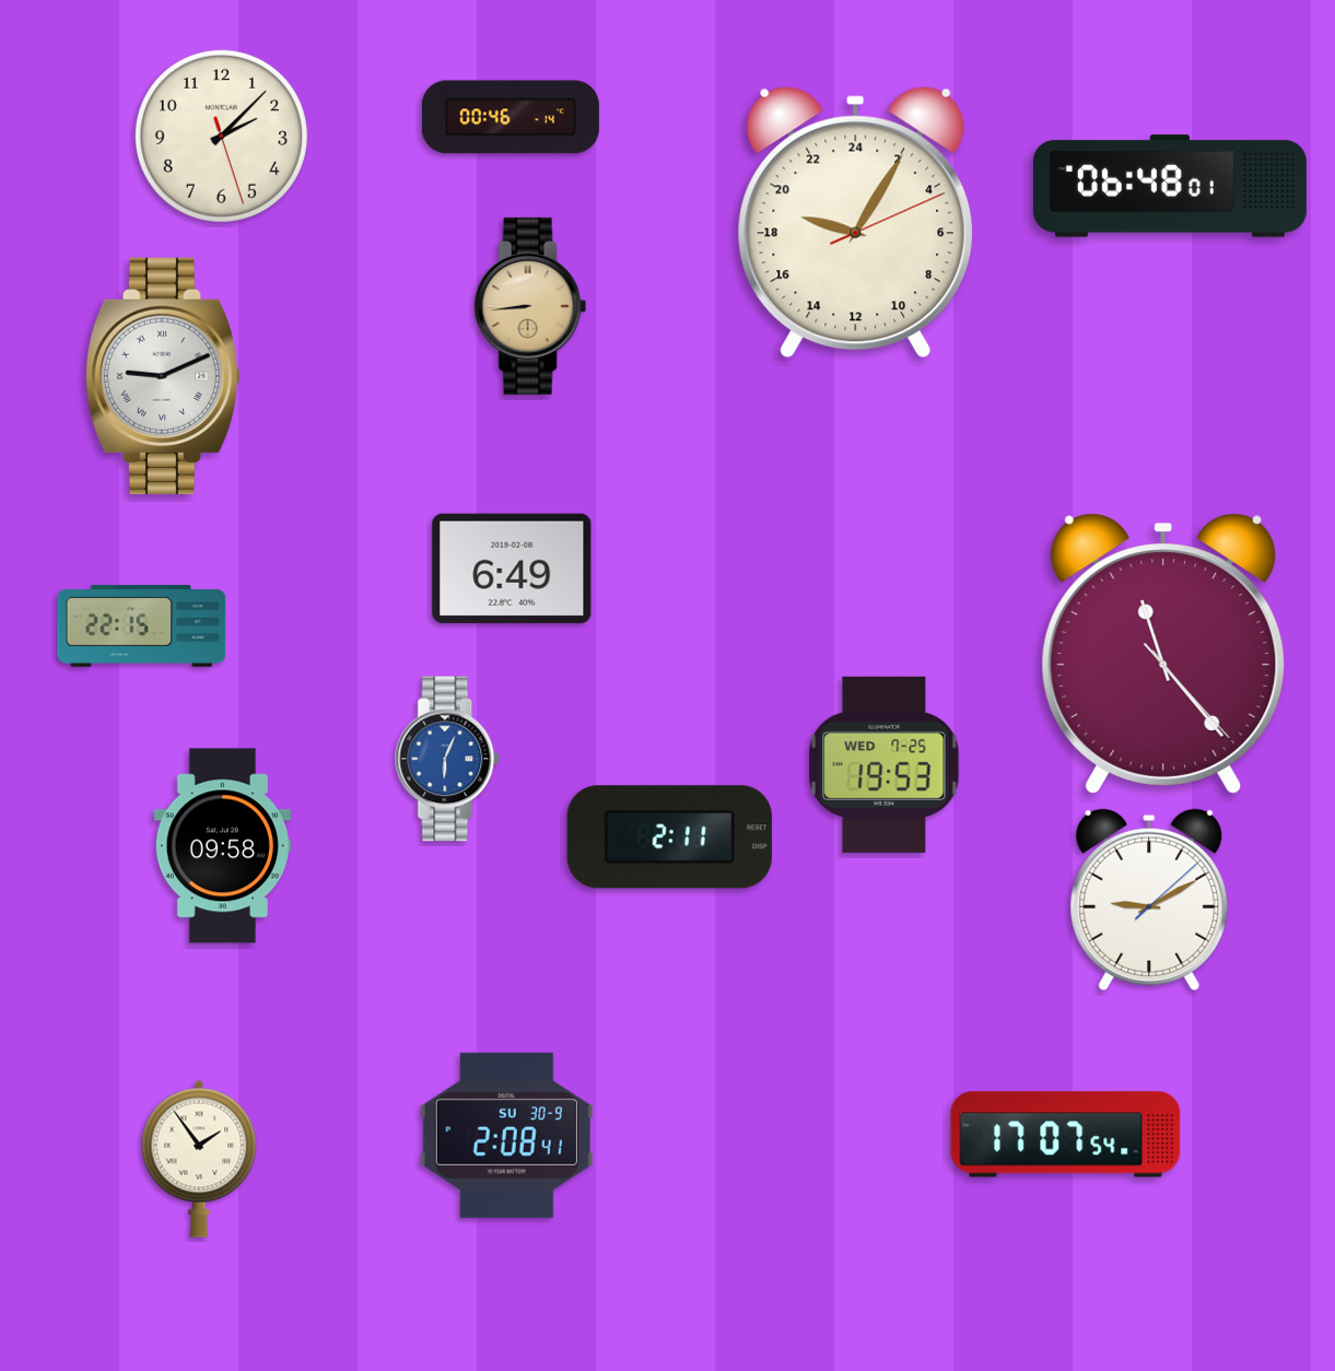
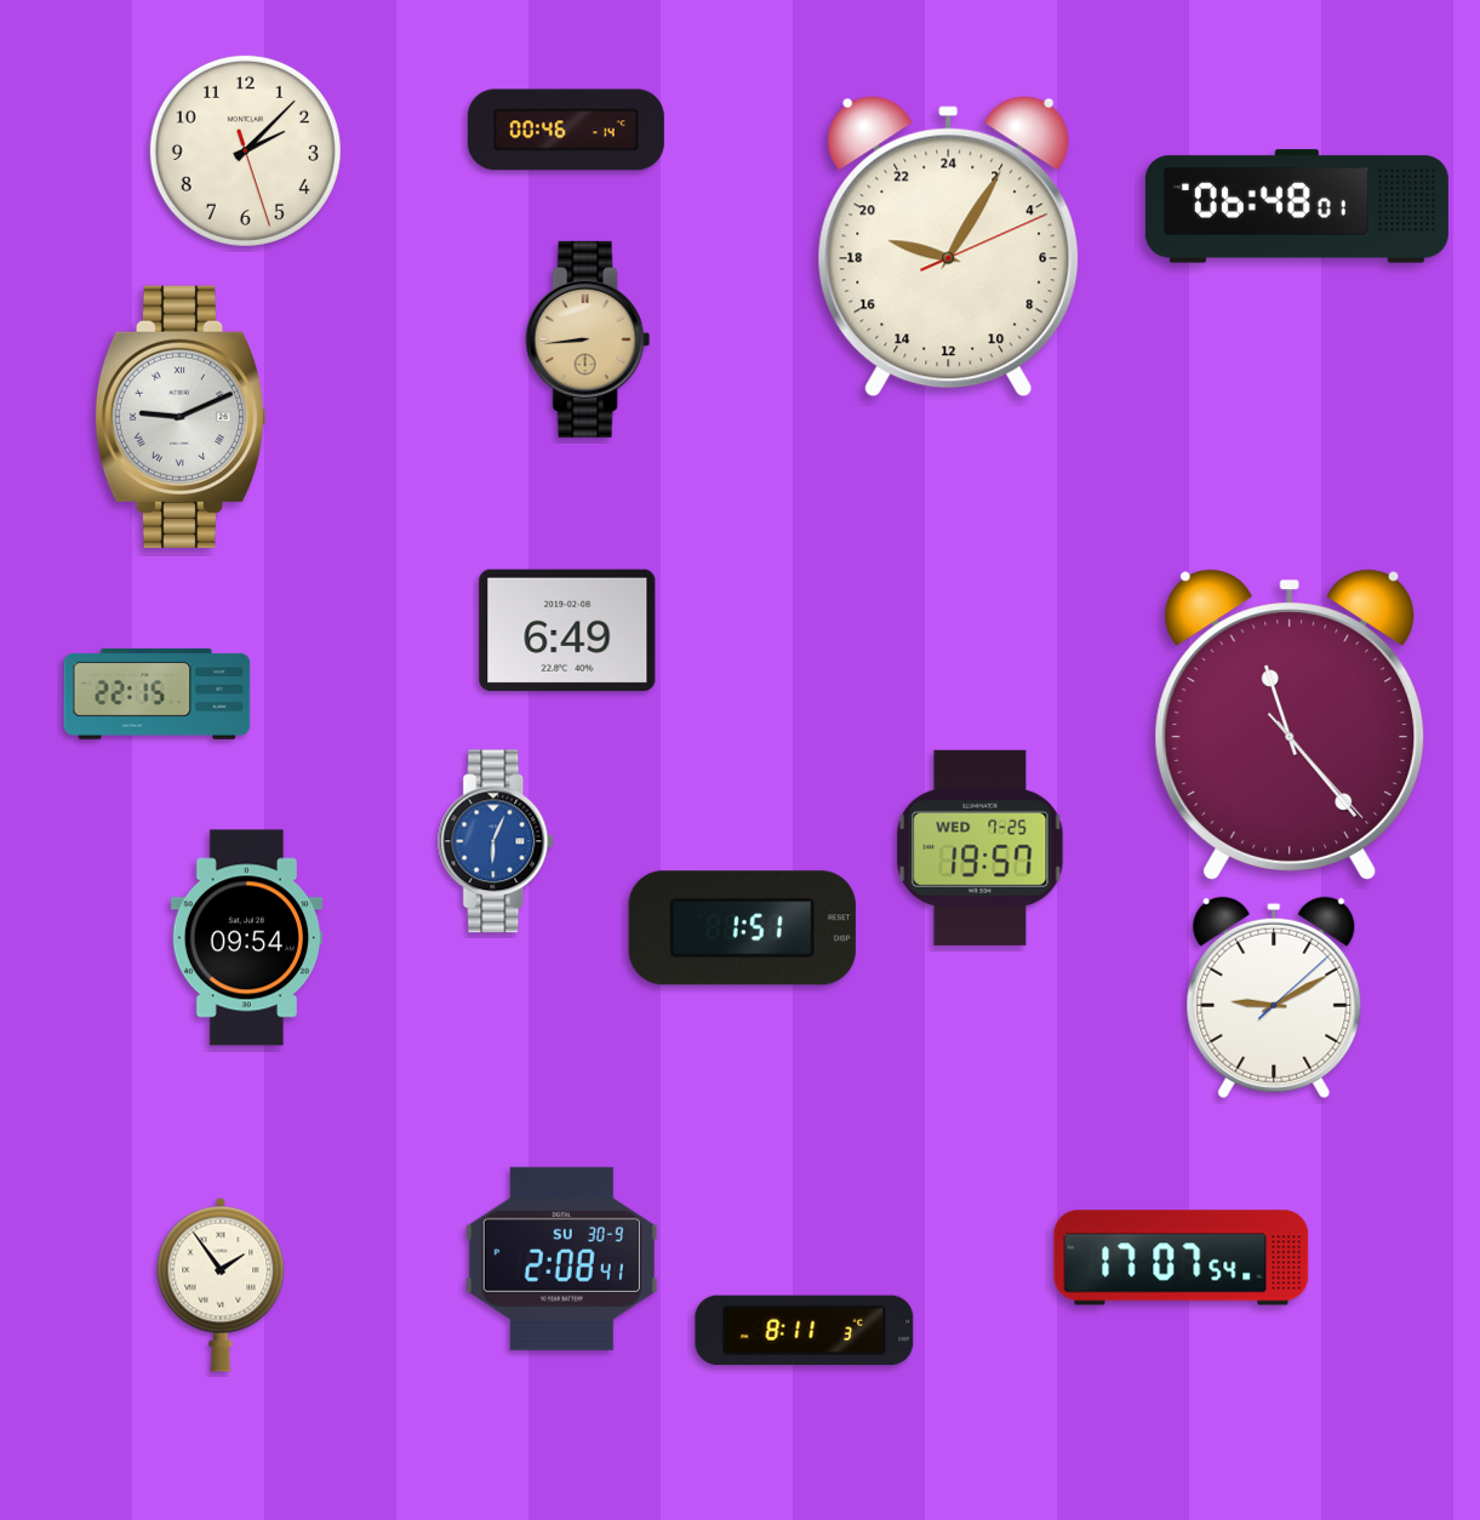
clock at (885, 764): 19:53 -> 19:57
clock at (669, 837): 2:11 -> 1:51
clock at (222, 846): 09:58 -> 09:54
clock at (805, 1331): none -> 8:11
